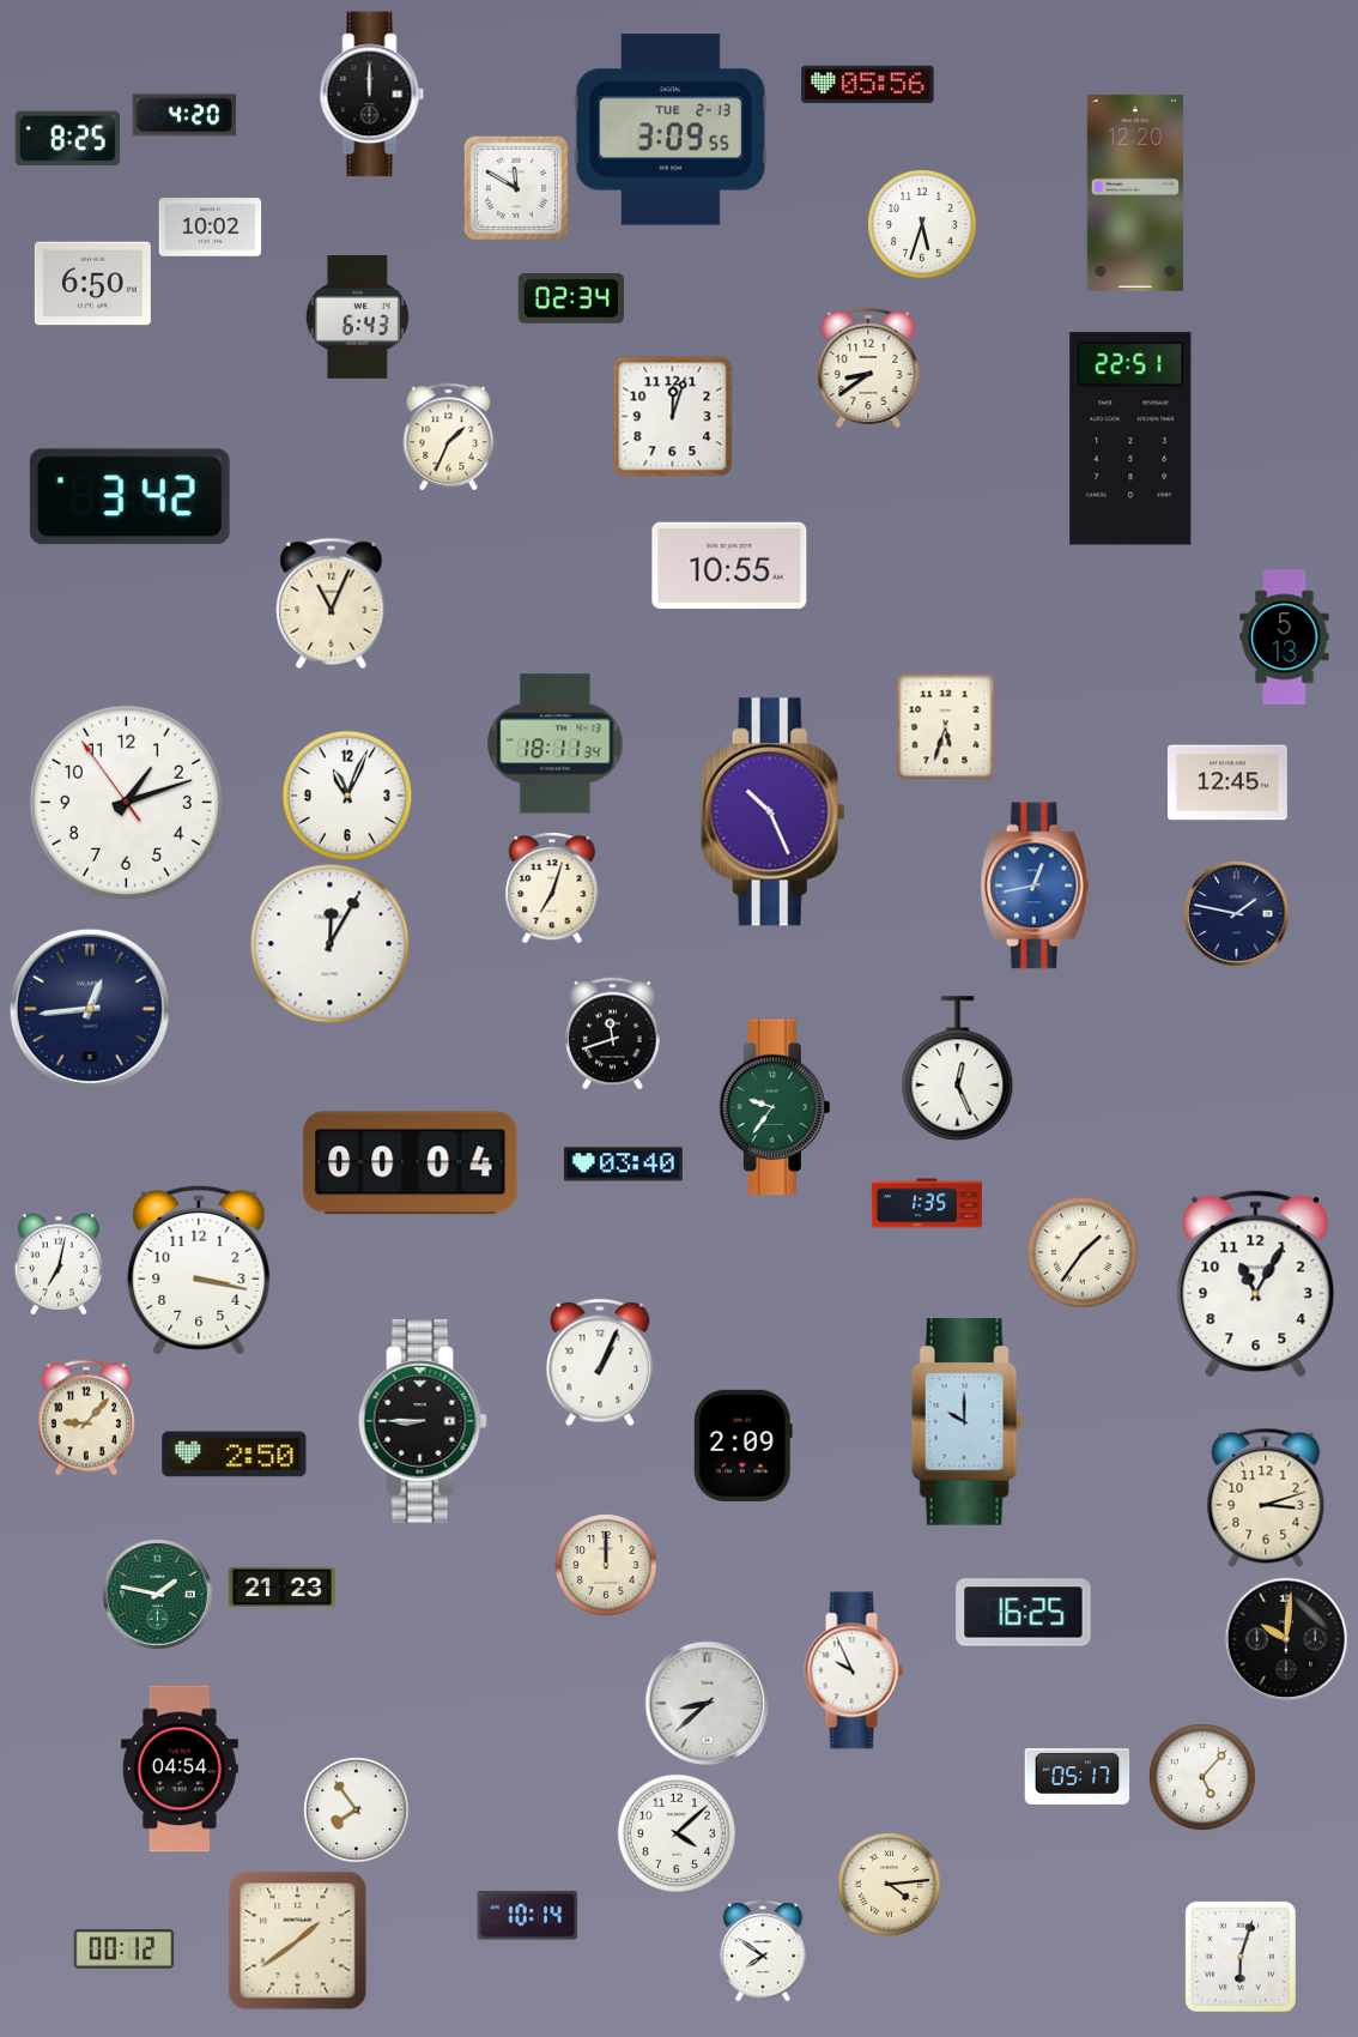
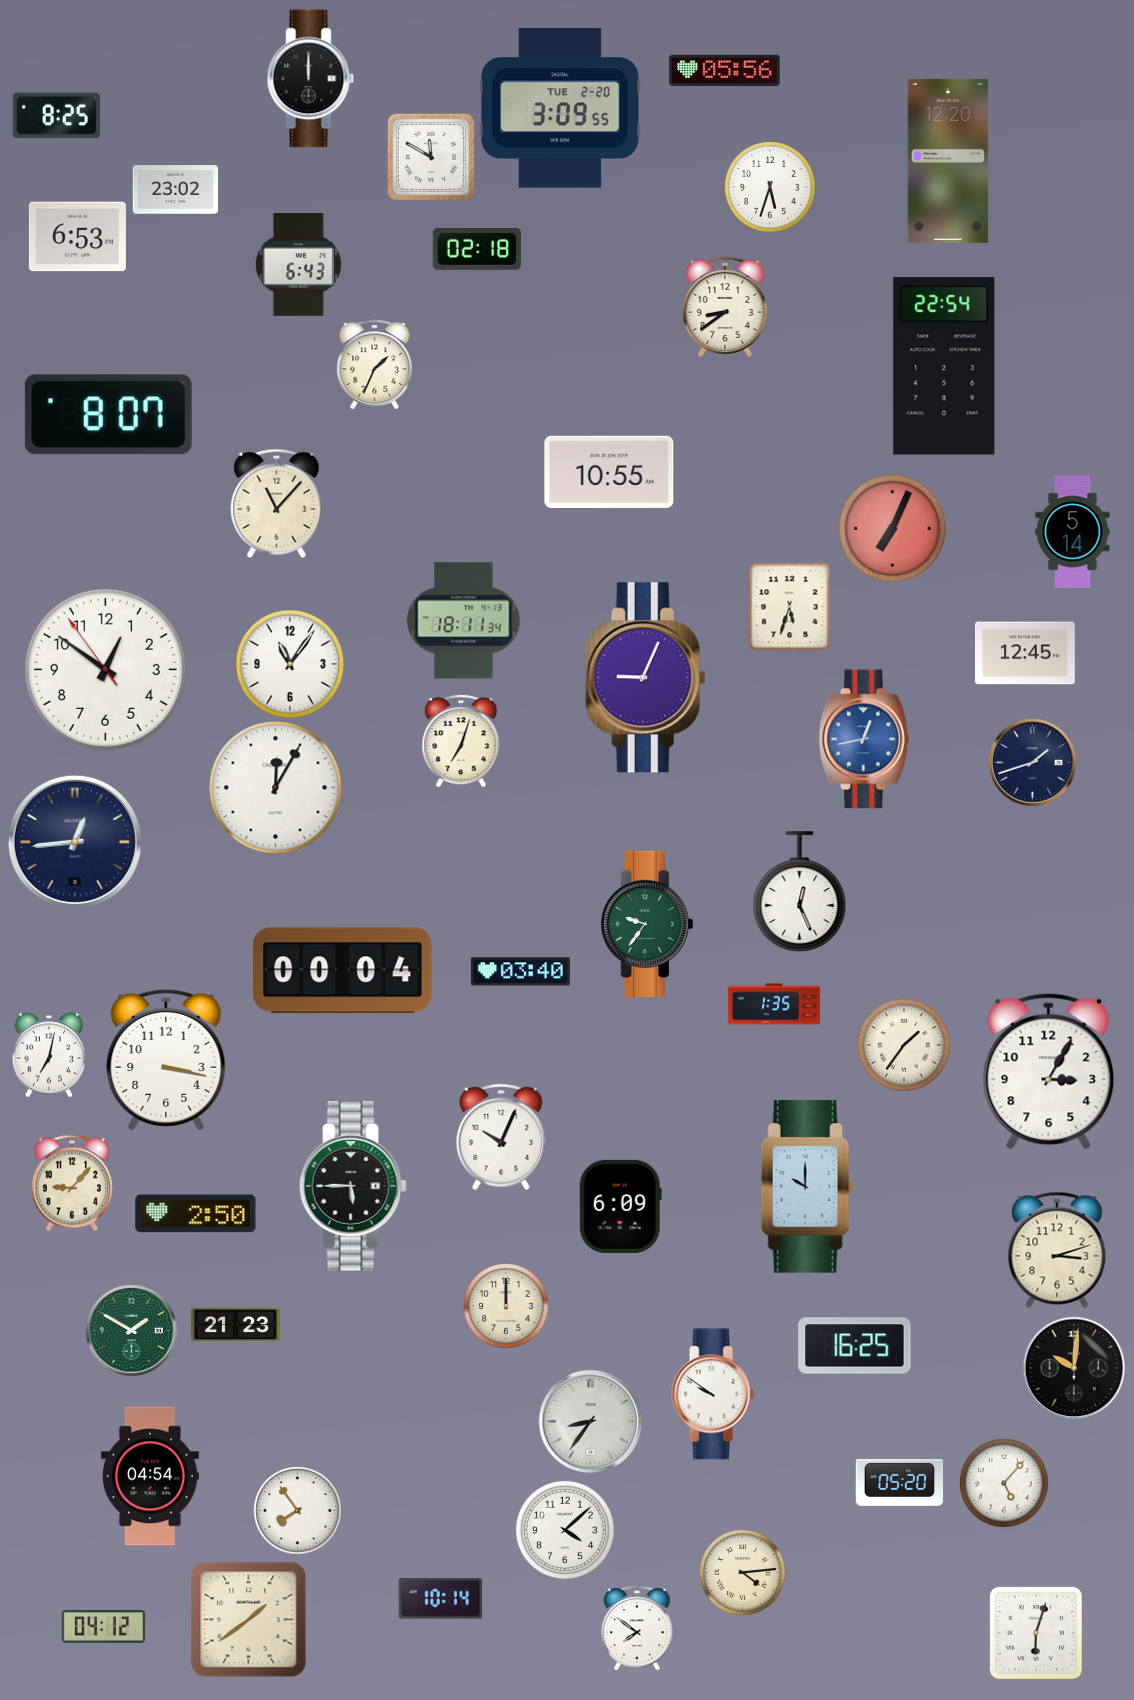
clock at (184, 115): 4:20 -> none
clock at (671, 129) date: TUE 2-13 -> TUE 2-20
clock at (210, 228): 10:02 -> 23:02
clock at (92, 284): 6:50 -> 6:53
clock at (571, 300): 02:34 -> 02:18
clock at (672, 416): 12:03 -> none
clock at (1130, 439): 22:51 -> 22:54
clock at (129, 497): 3:42 -> 8:07
clock at (332, 603): 11:04 -> 11:07
clock at (892, 528): none -> 7:04
clock at (1285, 637): 5:13 -> 5:14
clock at (347, 796): 11:04 -> 11:06
clock at (126, 802): 1:11 -> 12:50
clock at (772, 812): 10:26 -> 9:04
clock at (1236, 913): 1:47 -> 1:42
clock at (613, 1033): 11:42 -> none
clock at (1256, 1285): 11:05 -> 3:05
clock at (600, 1362): 1:04 -> 10:04
clock at (423, 1422): 8:45 -> 5:45
clock at (742, 1445): 2:09 -> 6:09
clock at (157, 1594): 1:47 -> 1:50
clock at (854, 1670): 9:56 -> 9:51
clock at (707, 1703): 8:38 -> 8:36
clock at (1077, 1776): 05:17 -> 05:20
clock at (123, 1950): 00:12 -> 04:12
